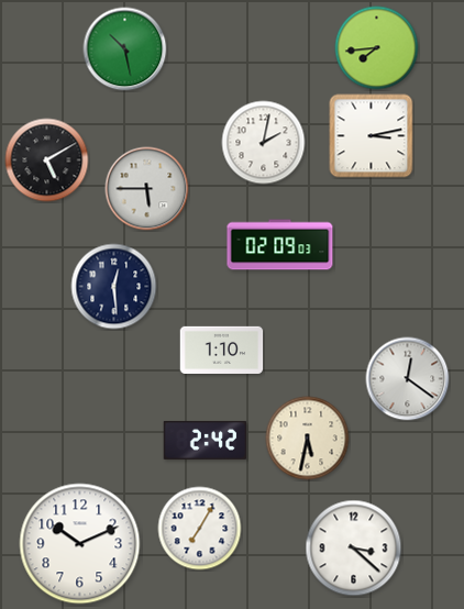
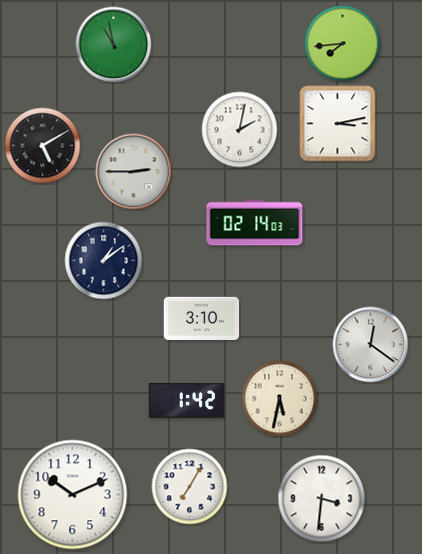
clock at (125, 49): 10:28 -> 10:58
clock at (147, 189): 5:45 -> 2:45
clock at (280, 245): 02:09 -> 02:14
clock at (114, 287): 12:29 -> 1:09
clock at (222, 350): 1:10 -> 3:10
clock at (206, 440): 2:42 -> 1:42
clock at (200, 529) position: (200, 529) -> (190, 487)
clock at (354, 549): 3:22 -> 3:31
